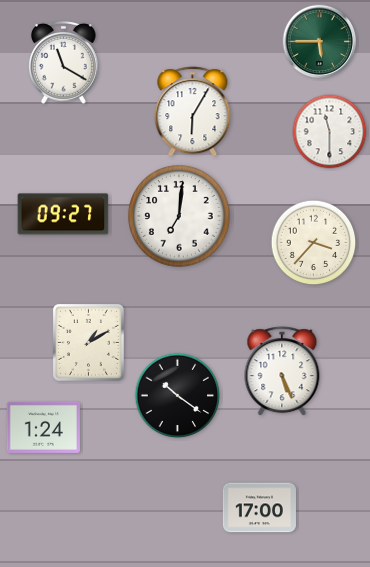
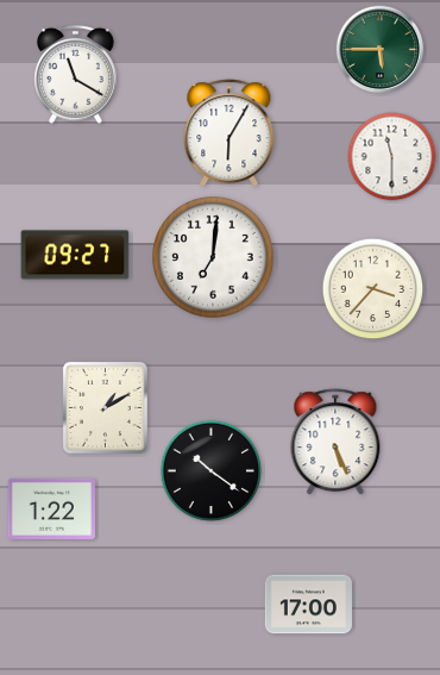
clock at (43, 427): 1:24 -> 1:22
